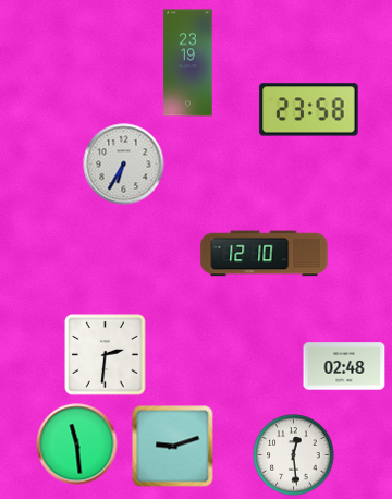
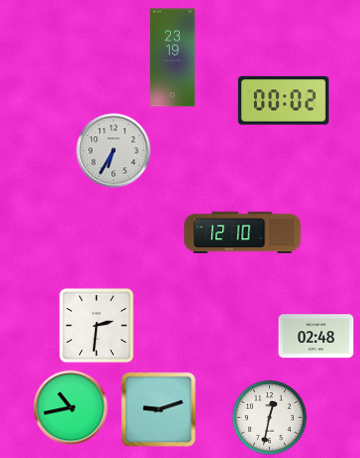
clock at (309, 110): 23:58 -> 00:02
clock at (77, 445): 11:29 -> 10:43
clock at (294, 455): 12:29 -> 12:32
